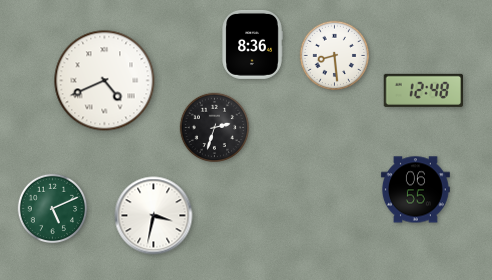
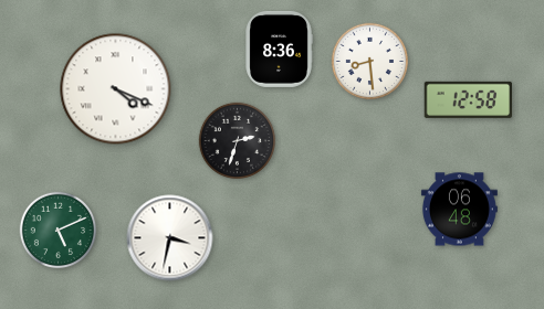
clock at (105, 81): 4:41 -> 4:19
clock at (423, 90): 12:48 -> 12:58
clock at (415, 190): 06:55 -> 06:48
